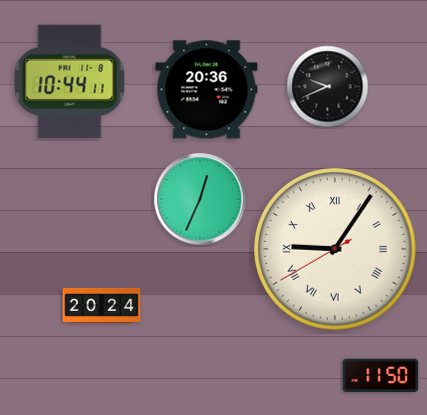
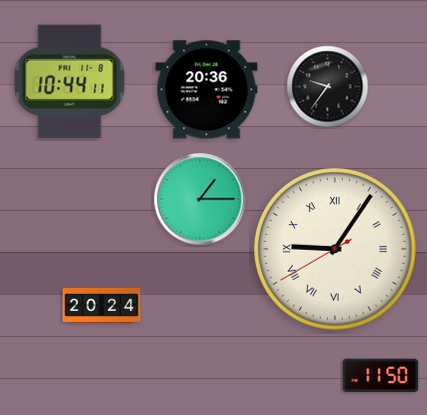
clock at (328, 87): 9:41 -> 9:36
clock at (200, 199): 12:34 -> 1:15
